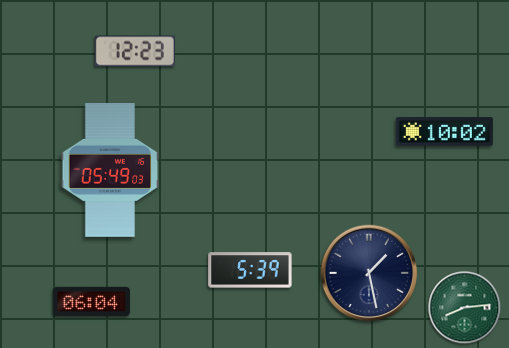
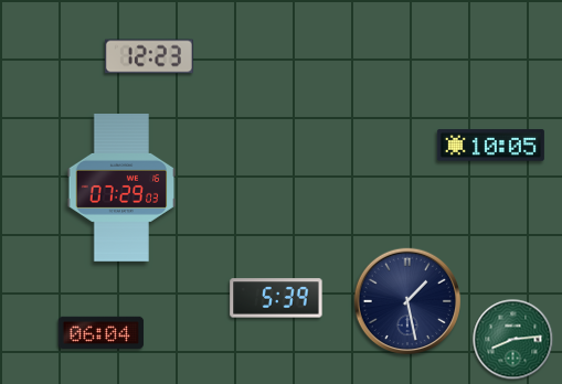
clock at (444, 132): 10:02 -> 10:05
clock at (110, 171): 05:49 -> 07:29
